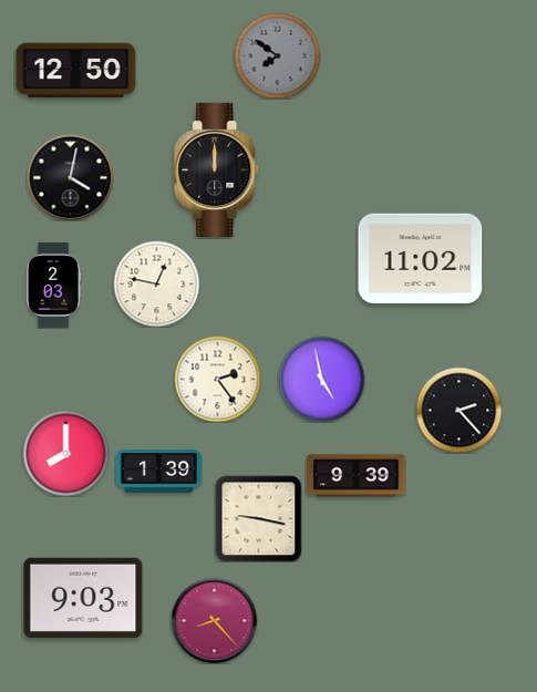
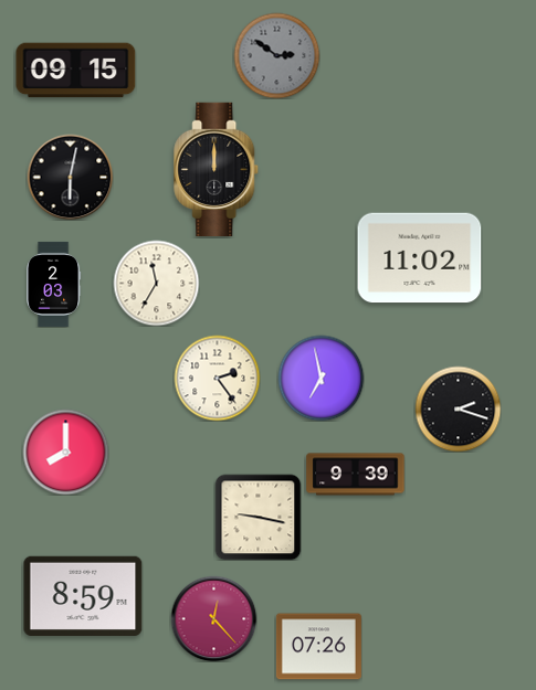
clock at (277, 55): 7:51 -> 2:51
clock at (76, 71): 12:50 -> 09:15
clock at (70, 177): 4:02 -> 6:02
clock at (156, 283): 12:47 -> 11:35
clock at (321, 379): 4:58 -> 6:58
clock at (458, 410): 2:23 -> 2:18
clock at (158, 472): 1:39 -> none
clock at (83, 598): 9:03 -> 8:59
clock at (214, 620): 8:23 -> 12:23
clock at (318, 647): none -> 07:26
